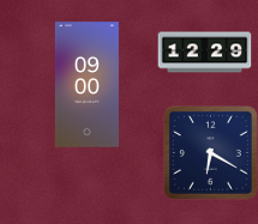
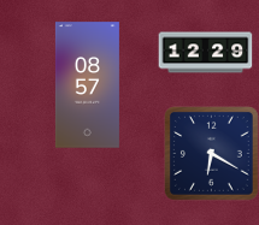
clock at (86, 85): 09:00 -> 08:57
